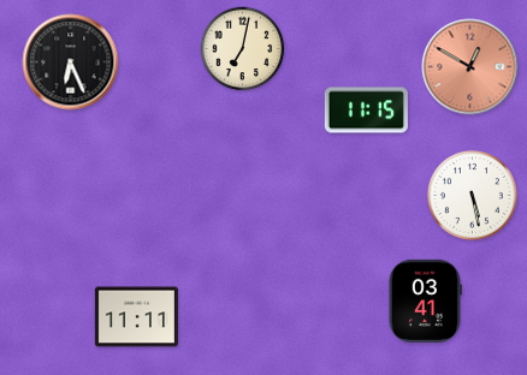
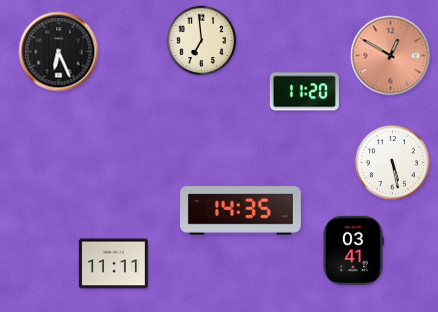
clock at (243, 49): 7:02 -> 6:59
clock at (366, 111): 11:15 -> 11:20
clock at (241, 211): none -> 14:35
